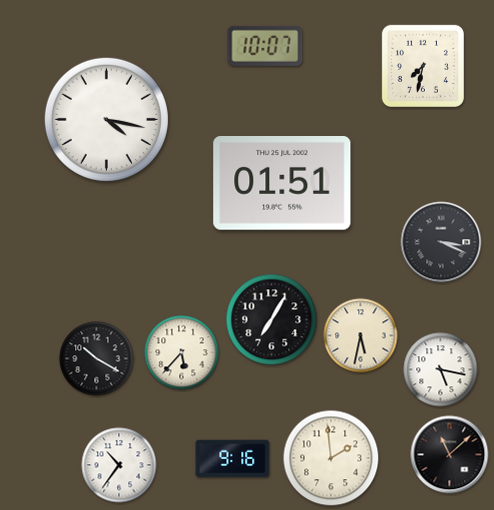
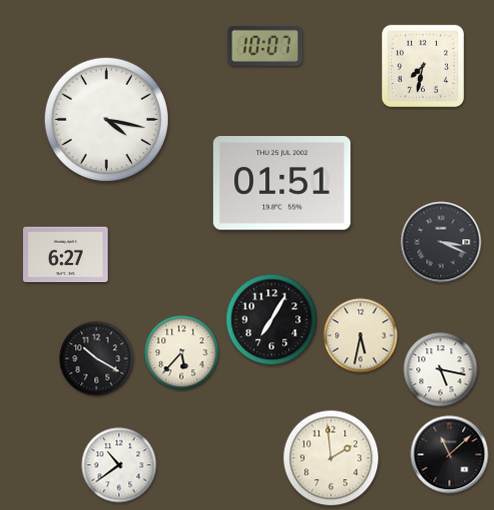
clock at (66, 255): none -> 6:27
clock at (233, 459): 9:16 -> none
clock at (119, 465): 10:36 -> 10:39
